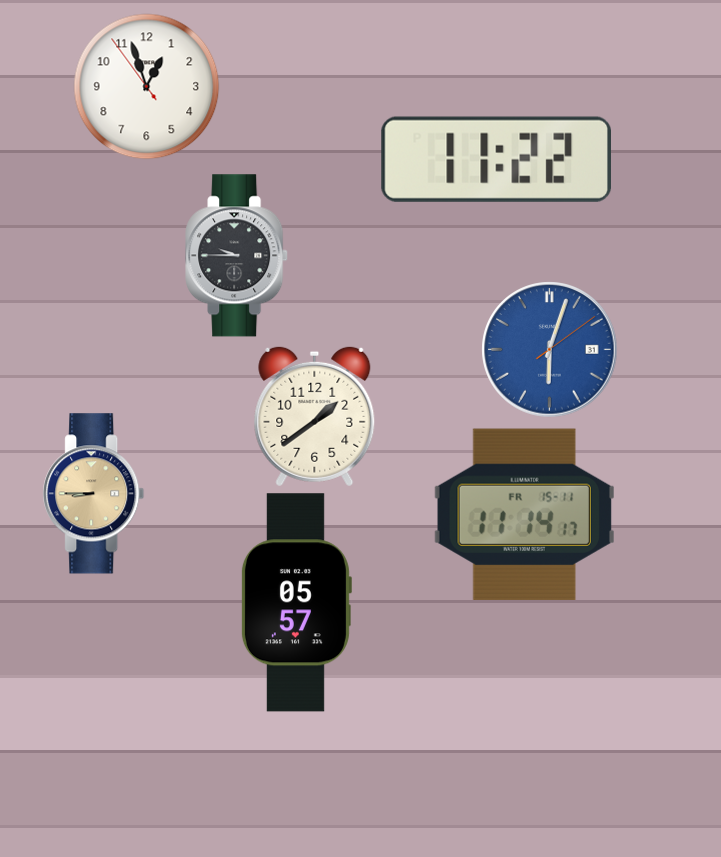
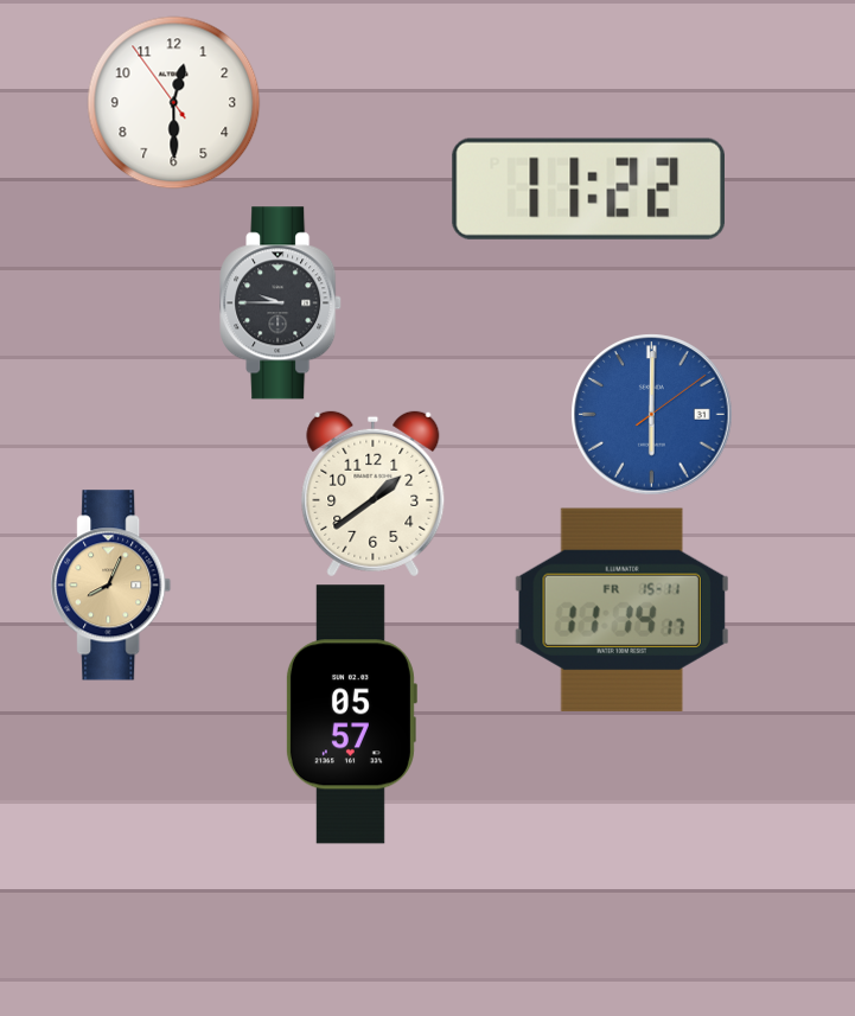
clock at (147, 87): 12:56 -> 12:29
clock at (550, 350): 6:03 -> 6:00
clock at (94, 494): 8:45 -> 8:04
